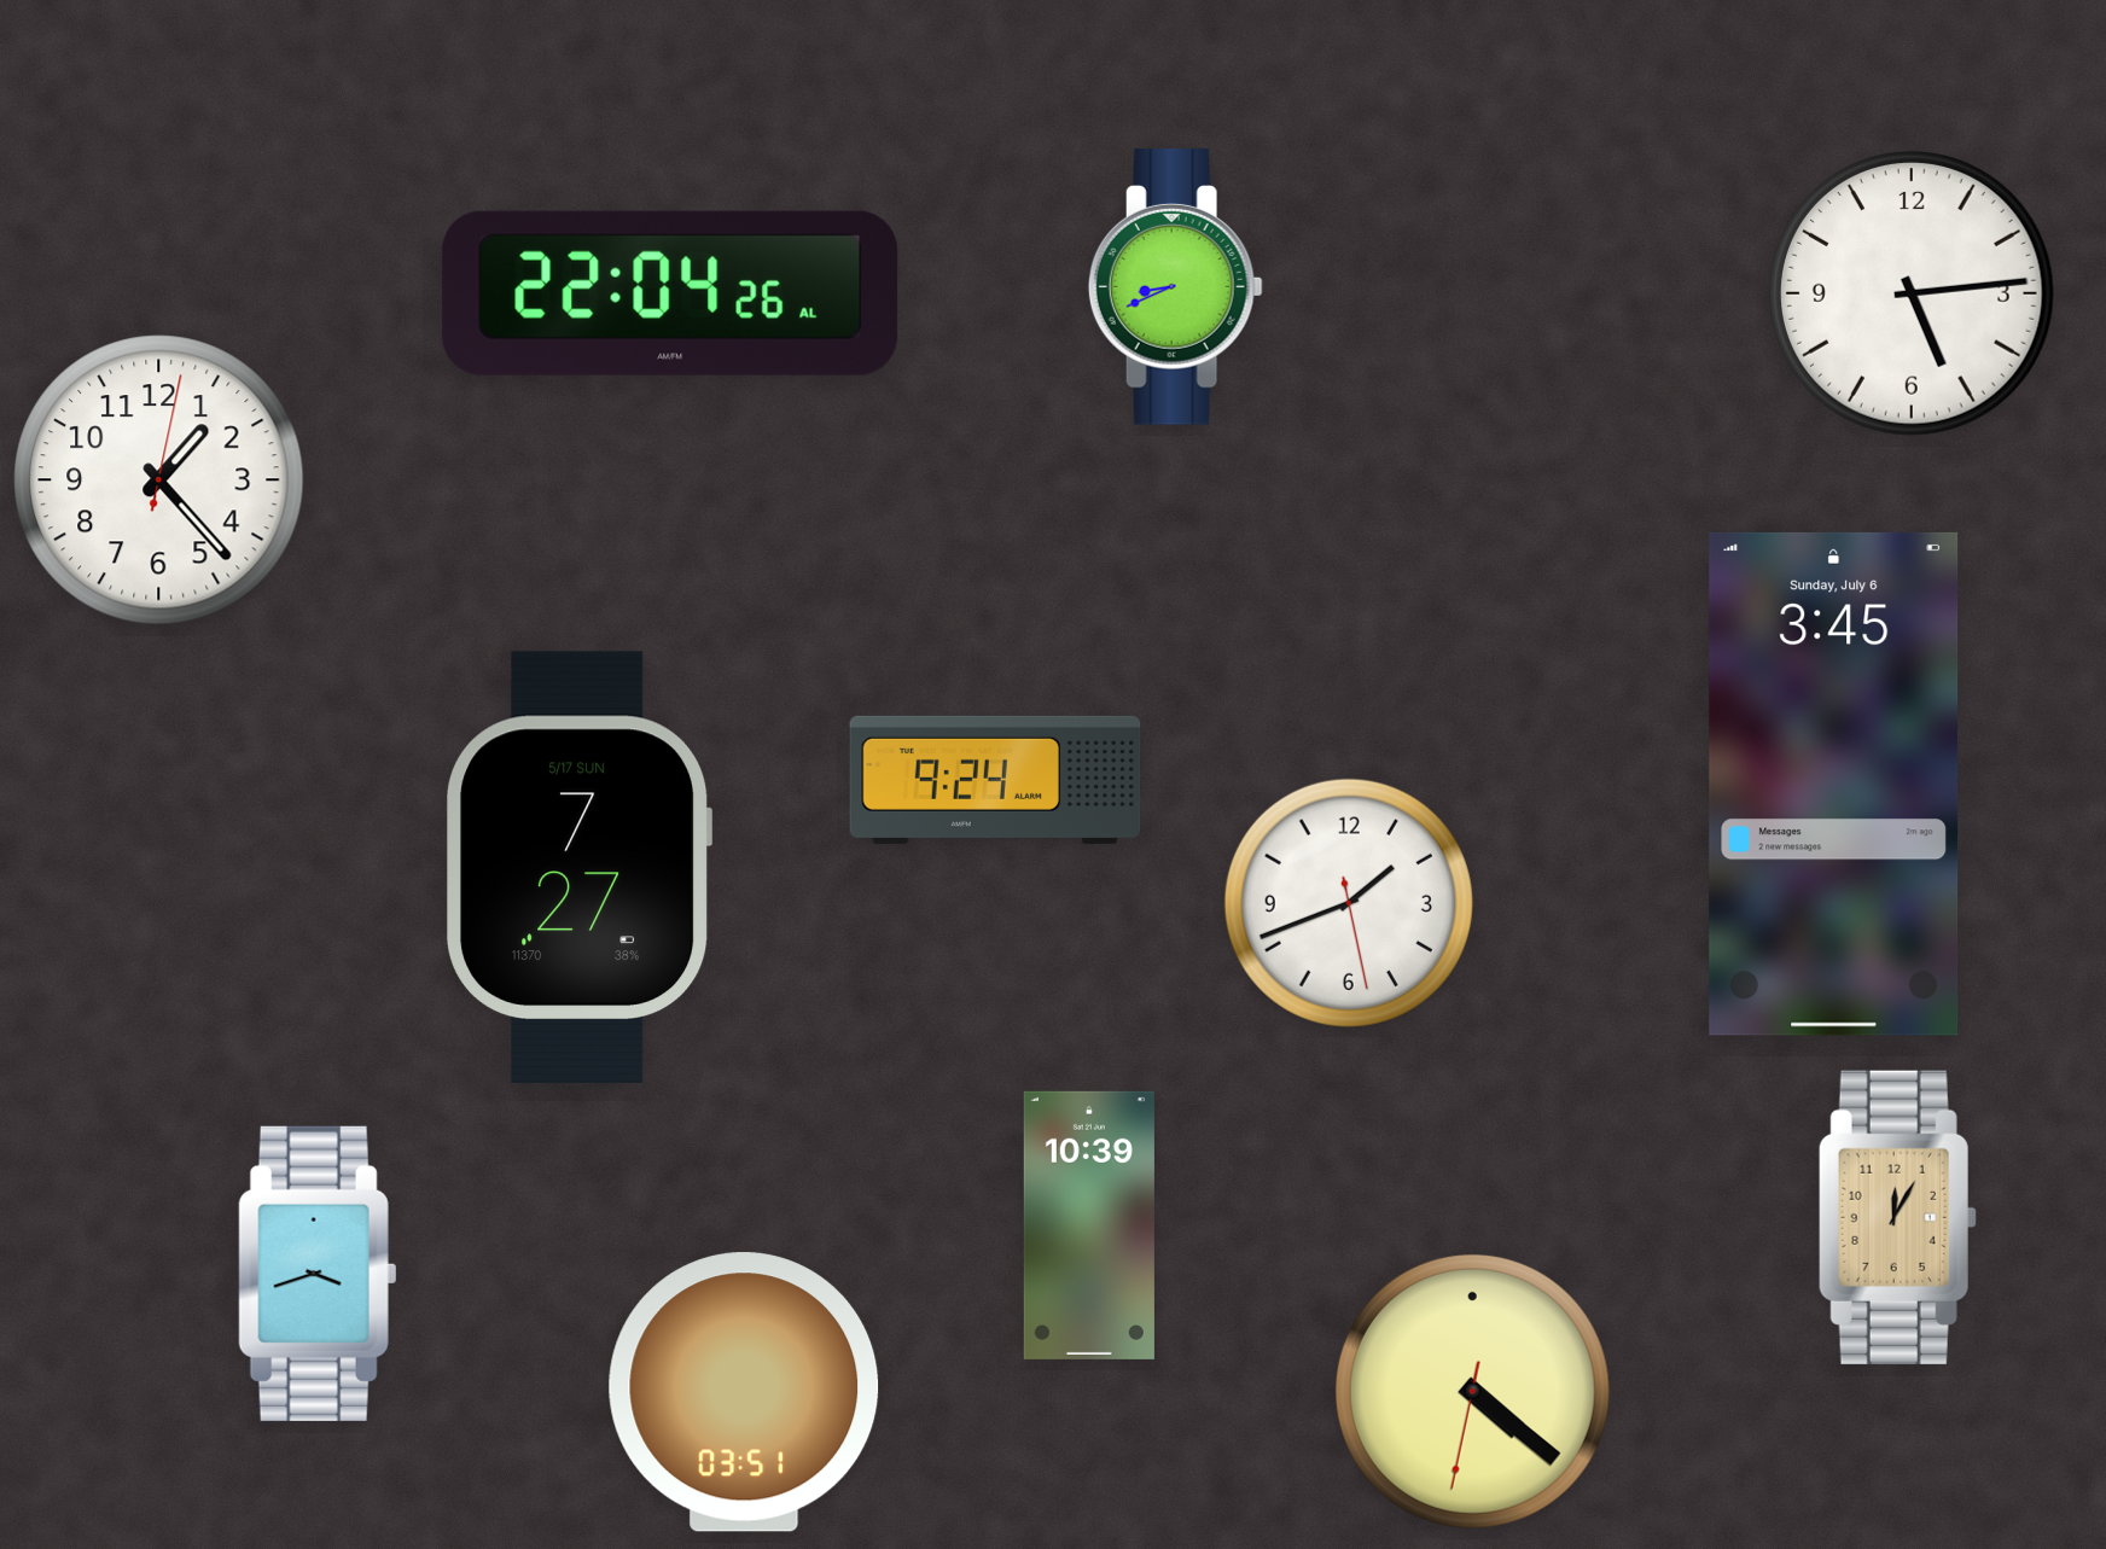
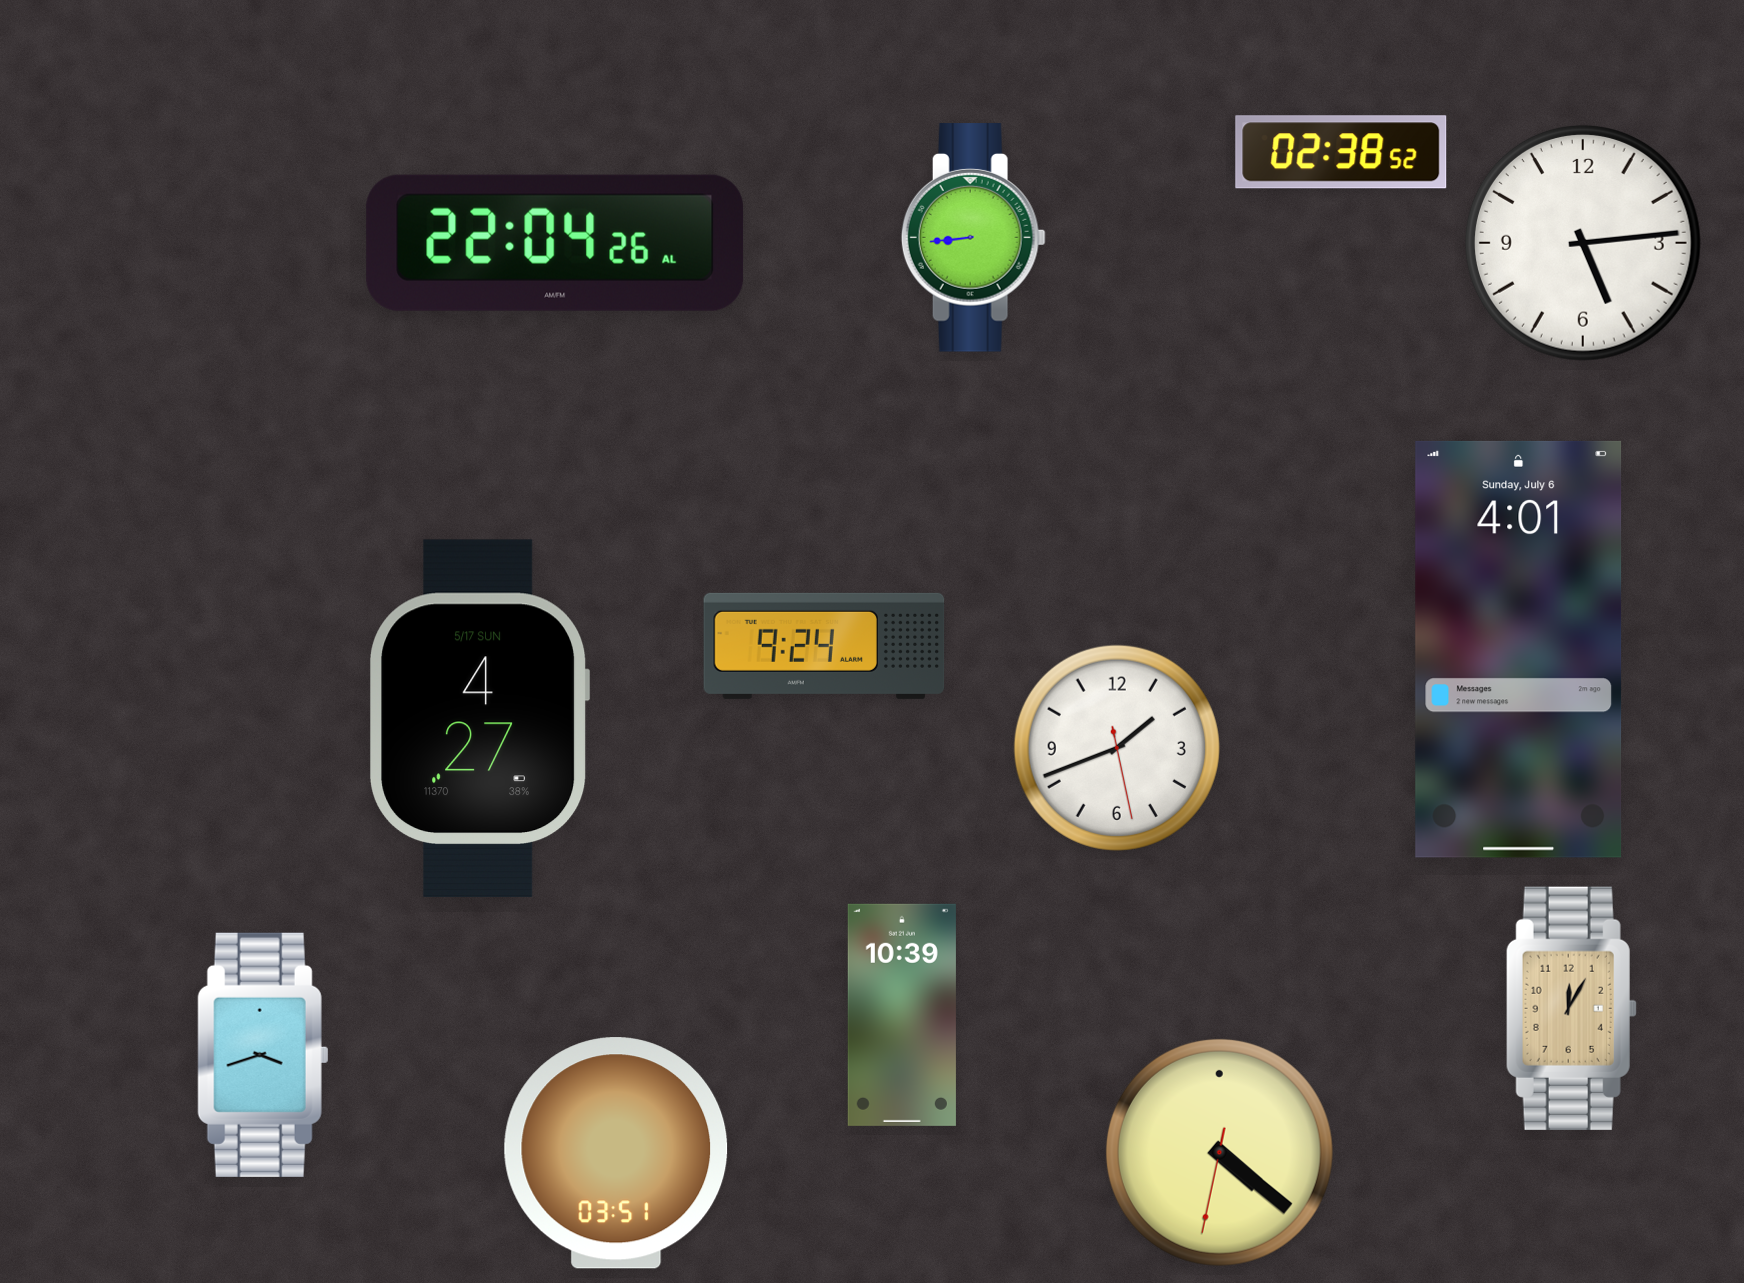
clock at (1341, 152): none -> 02:38
clock at (1175, 287): 8:41 -> 8:44
clock at (159, 481): 1:23 -> none
clock at (1834, 784): 3:45 -> 4:01
clock at (580, 867): 7:27 -> 4:27
